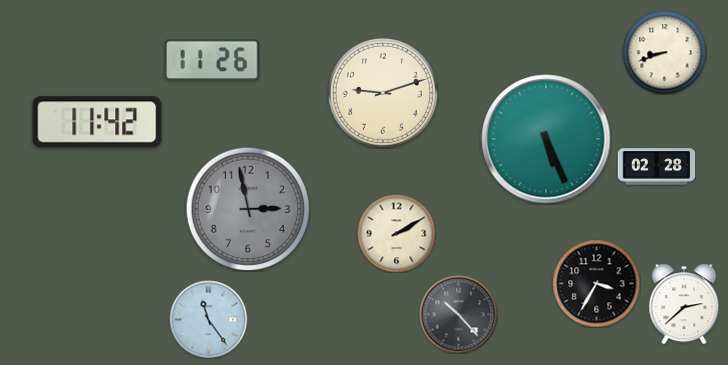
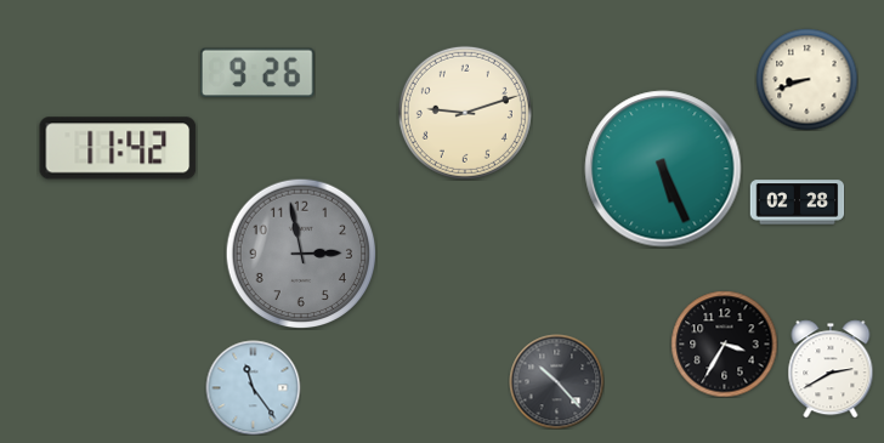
clock at (664, 52) position: (664, 52) -> (806, 79)
clock at (212, 60): 11:26 -> 9:26
clock at (396, 233): 2:10 -> none
clock at (684, 304): 2:38 -> 2:40
